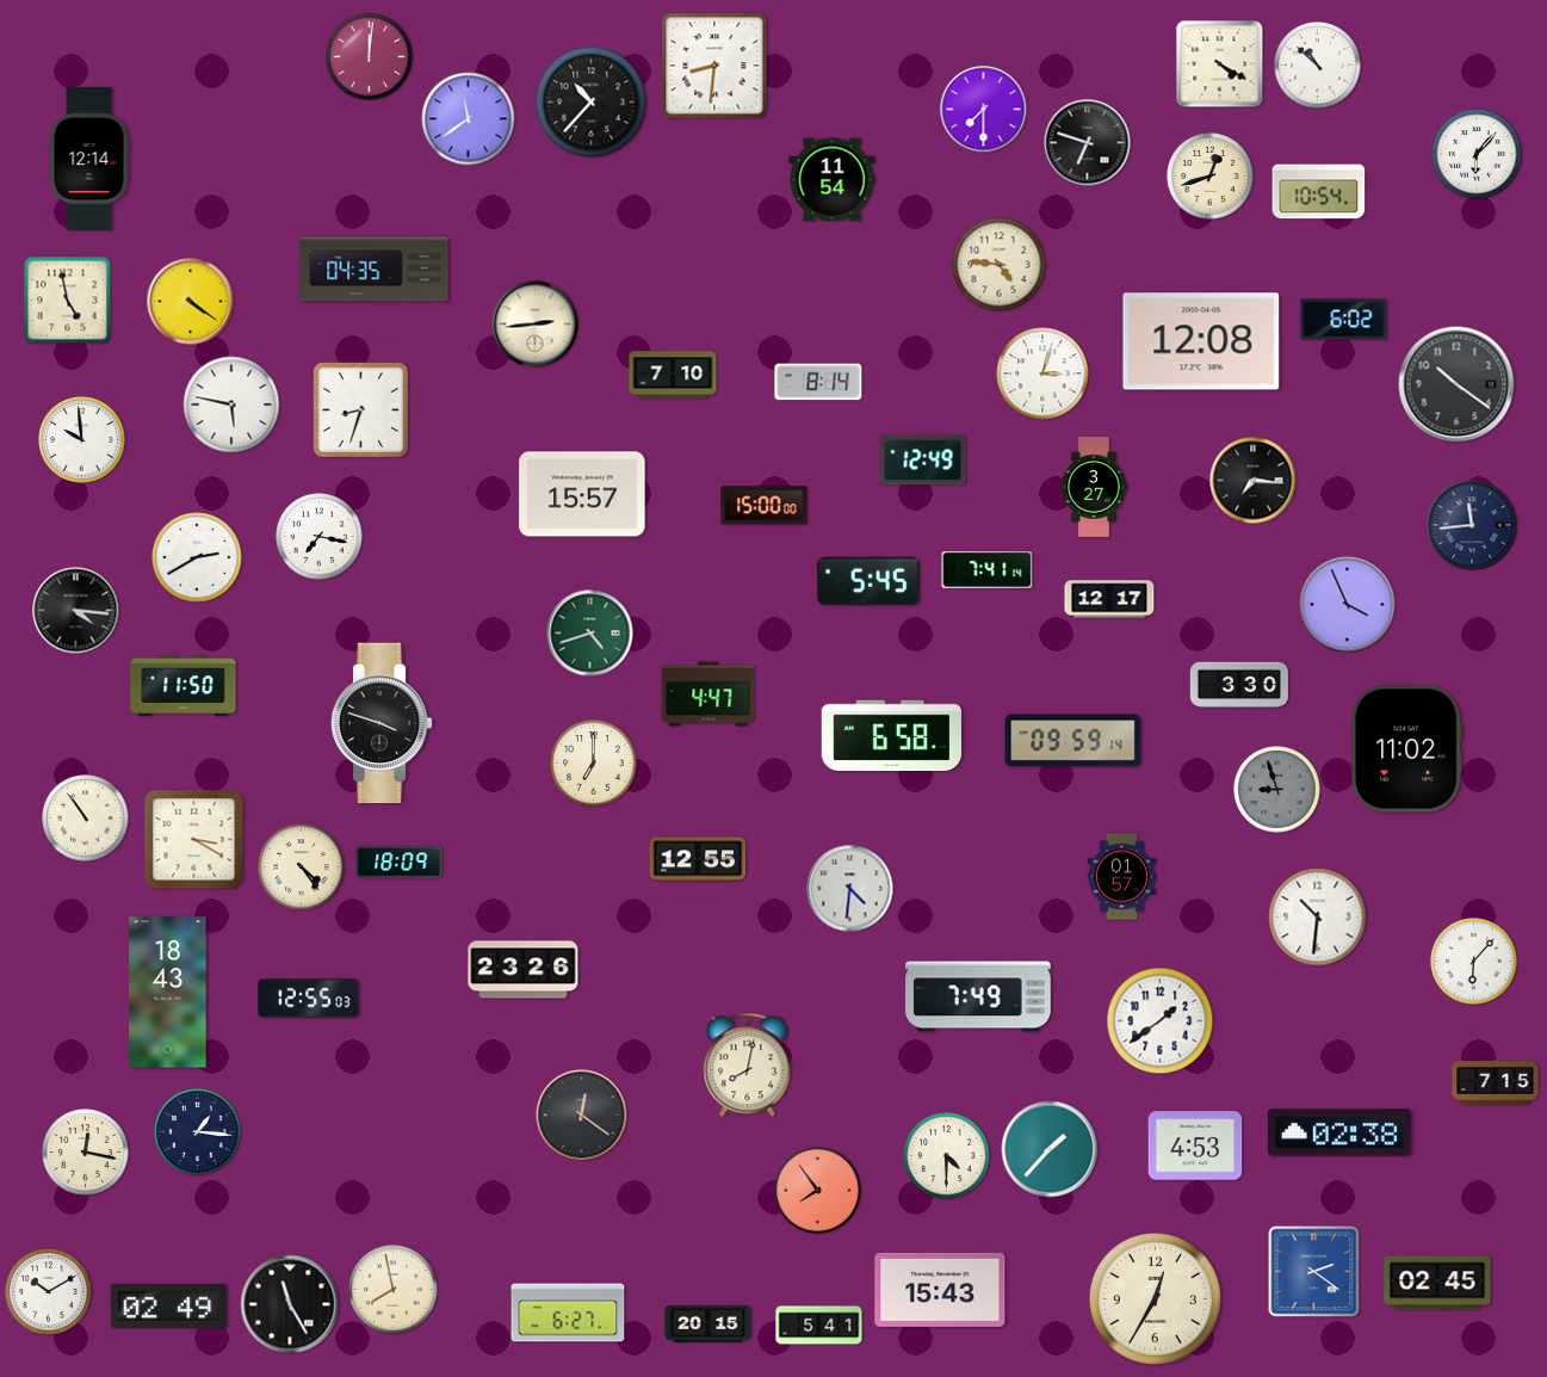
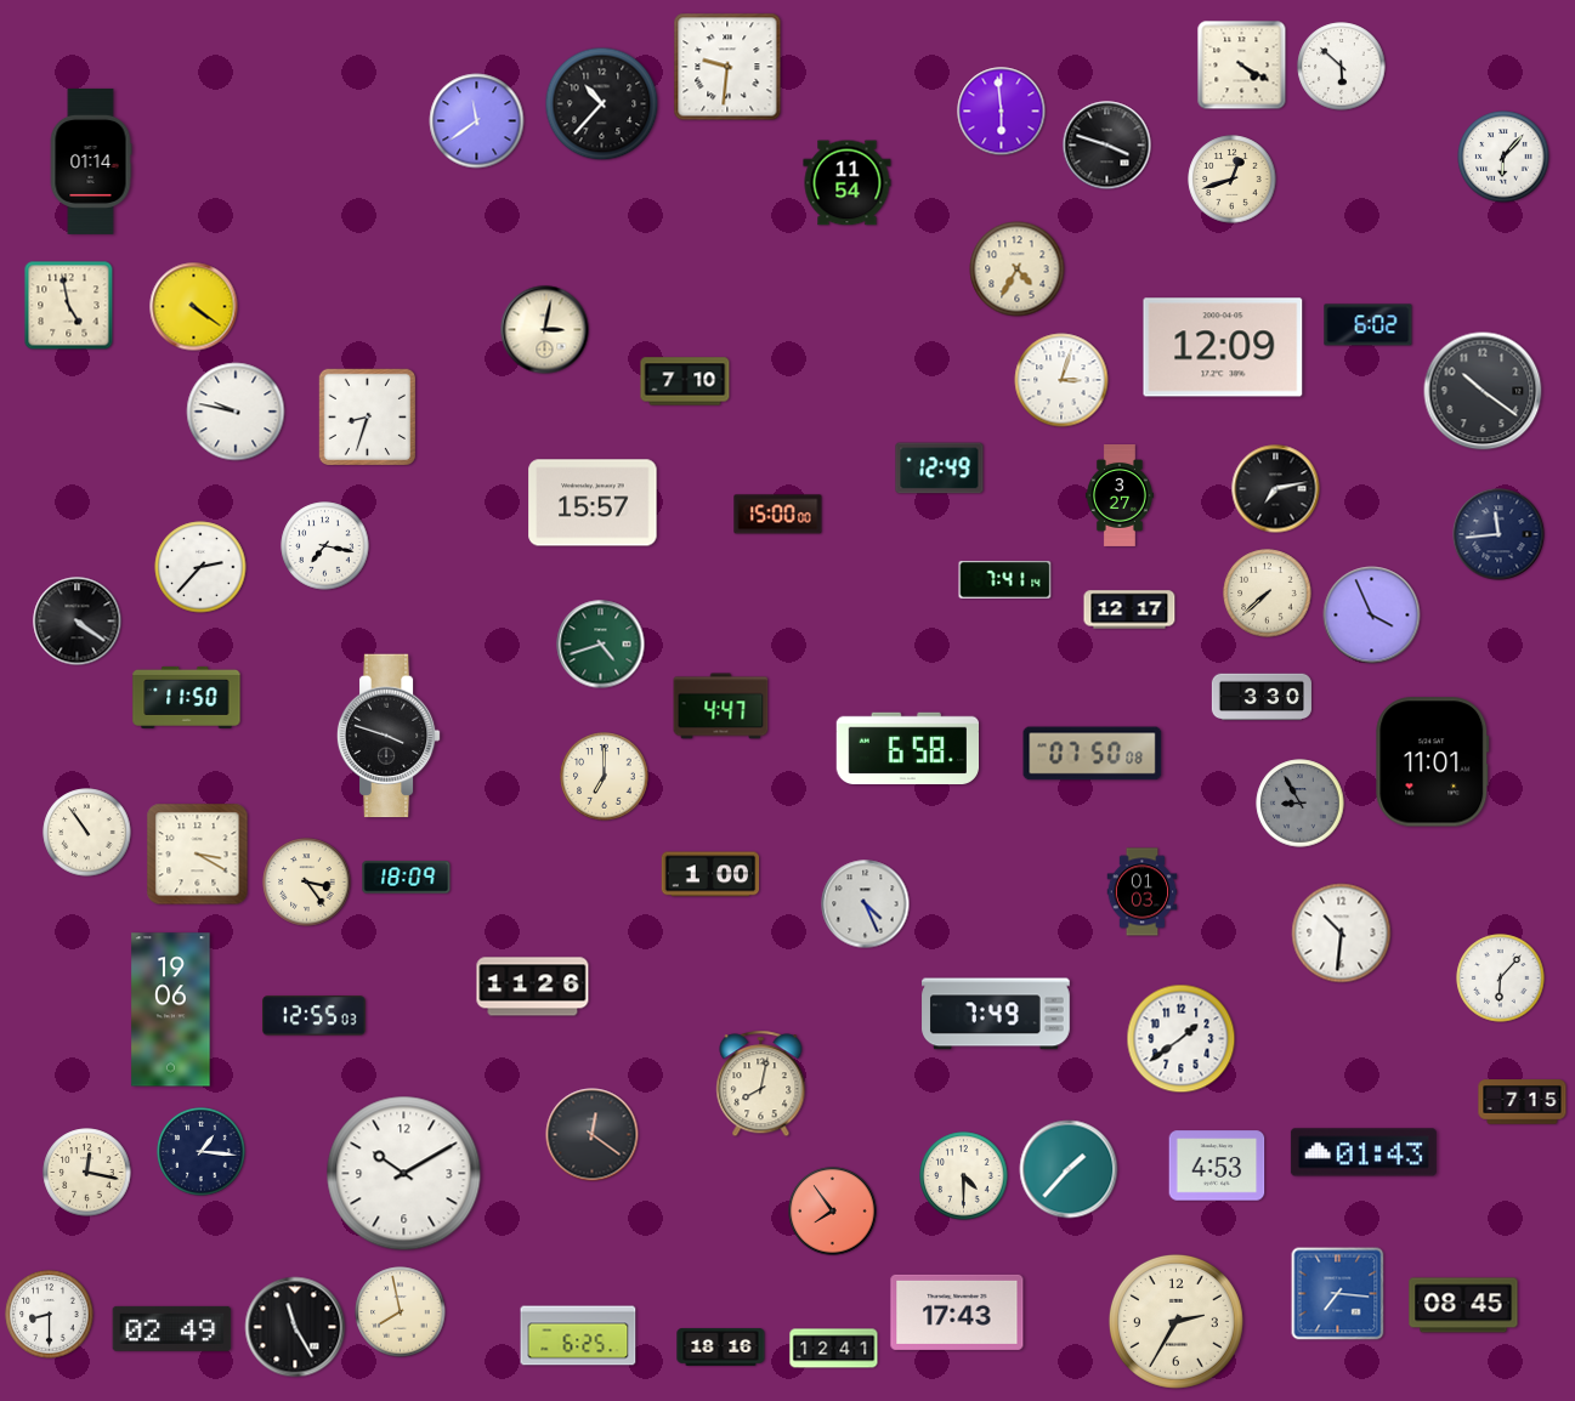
clock at (370, 57): 12:01 -> none
clock at (714, 66): 8:31 -> 9:31
clock at (1318, 66): 10:52 -> 5:52
clock at (984, 110): 7:30 -> 5:59
clock at (1088, 143): 6:48 -> 3:48
clock at (89, 159): 12:14 -> 01:14
clock at (1319, 192): 10:54 -> none
clock at (1000, 265): 4:46 -> 4:35
clock at (375, 270): 04:35 -> none
clock at (536, 325): 2:44 -> 3:02
clock at (1201, 341): 12:08 -> 12:09
clock at (818, 382): 8:14 -> none
clock at (231, 405): 5:47 -> 9:47
clock at (82, 440): 9:59 -> none
clock at (1254, 481): 7:16 -> 7:13
clock at (1094, 488) position: (1094, 488) -> (1120, 497)
clock at (197, 557): 2:40 -> 2:37
clock at (868, 581): 5:45 -> none
clock at (1268, 594): none -> 7:38
clock at (76, 611): 4:16 -> 4:21
clock at (1073, 741): 09:59 -> 07:50
clock at (1407, 749): 11:02 -> 11:01
clock at (1277, 790): 8:57 -> 8:55
clock at (698, 859): 12:55 -> 1:00
clock at (302, 867): 4:24 -> 3:24
clock at (1122, 877): 01:57 -> 01:03
clock at (850, 889): 4:31 -> 4:26
clock at (524, 970): 23:26 -> 11:26
clock at (168, 993): 18:43 -> 19:06
clock at (1339, 1132): 02:38 -> 01:43
clock at (404, 1174): none -> 10:10
clock at (1314, 1272): 2:21 -> 7:16
clock at (1437, 1283): 02:45 -> 08:45
clock at (940, 1290): 15:43 -> 17:43
clock at (49, 1292): 10:10 -> 8:30
clock at (1155, 1298): 12:35 -> 2:35
clock at (568, 1313): 6:27 -> 6:25
clock at (708, 1324): 20:15 -> 18:16
clock at (819, 1326): 5:41 -> 12:41
